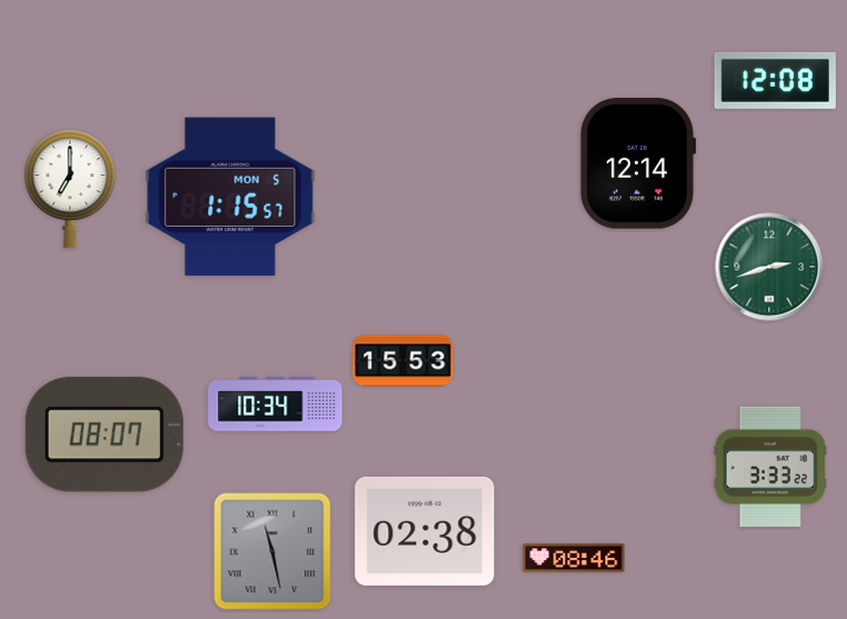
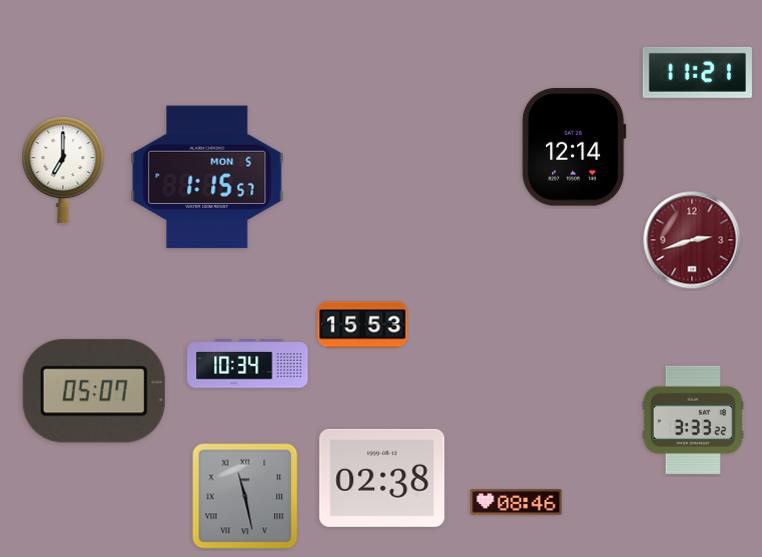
clock at (775, 80): 12:08 -> 11:21
clock at (769, 267) dial: green -> burgundy
clock at (104, 435): 08:07 -> 05:07
